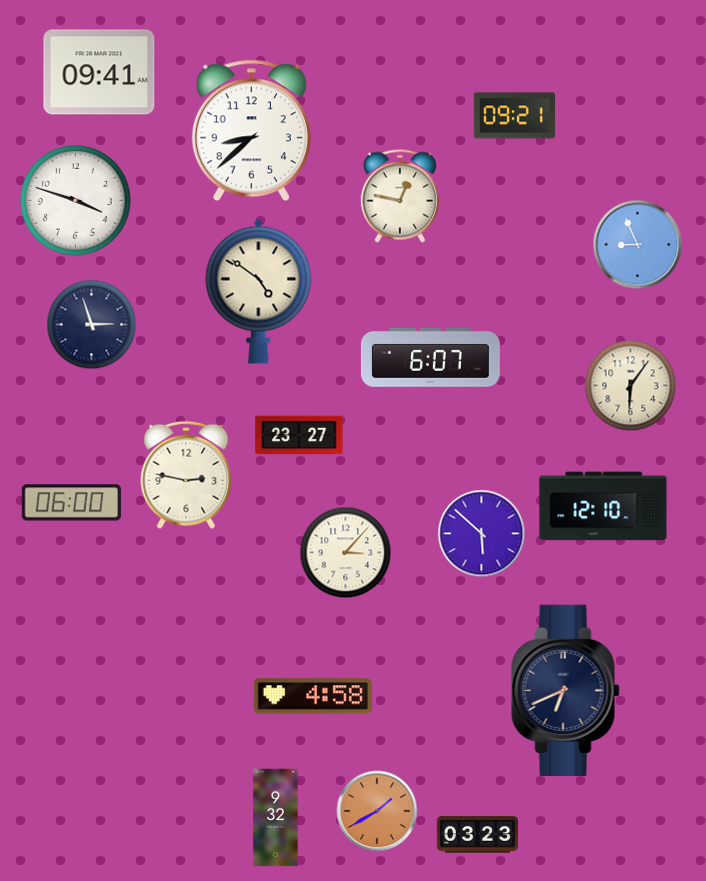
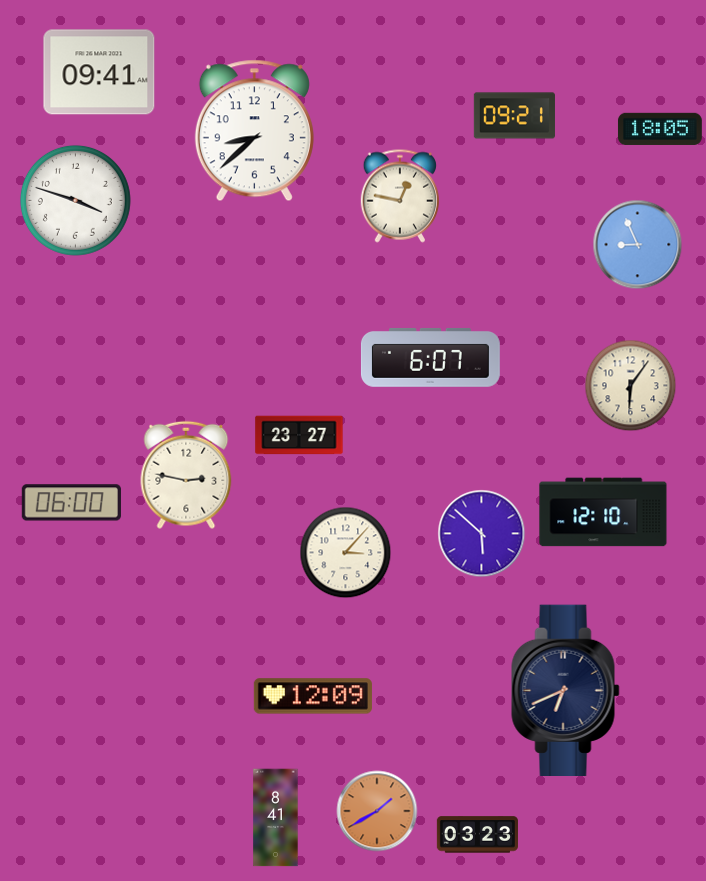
clock at (660, 129): none -> 18:05
clock at (251, 131) position: (251, 131) -> (254, 131)
clock at (259, 291): 4:51 -> none
clock at (92, 325): 2:57 -> none
clock at (603, 506) position: (603, 506) -> (603, 512)
clock at (313, 696): 4:58 -> 12:09
clock at (276, 818): 9:32 -> 8:41
